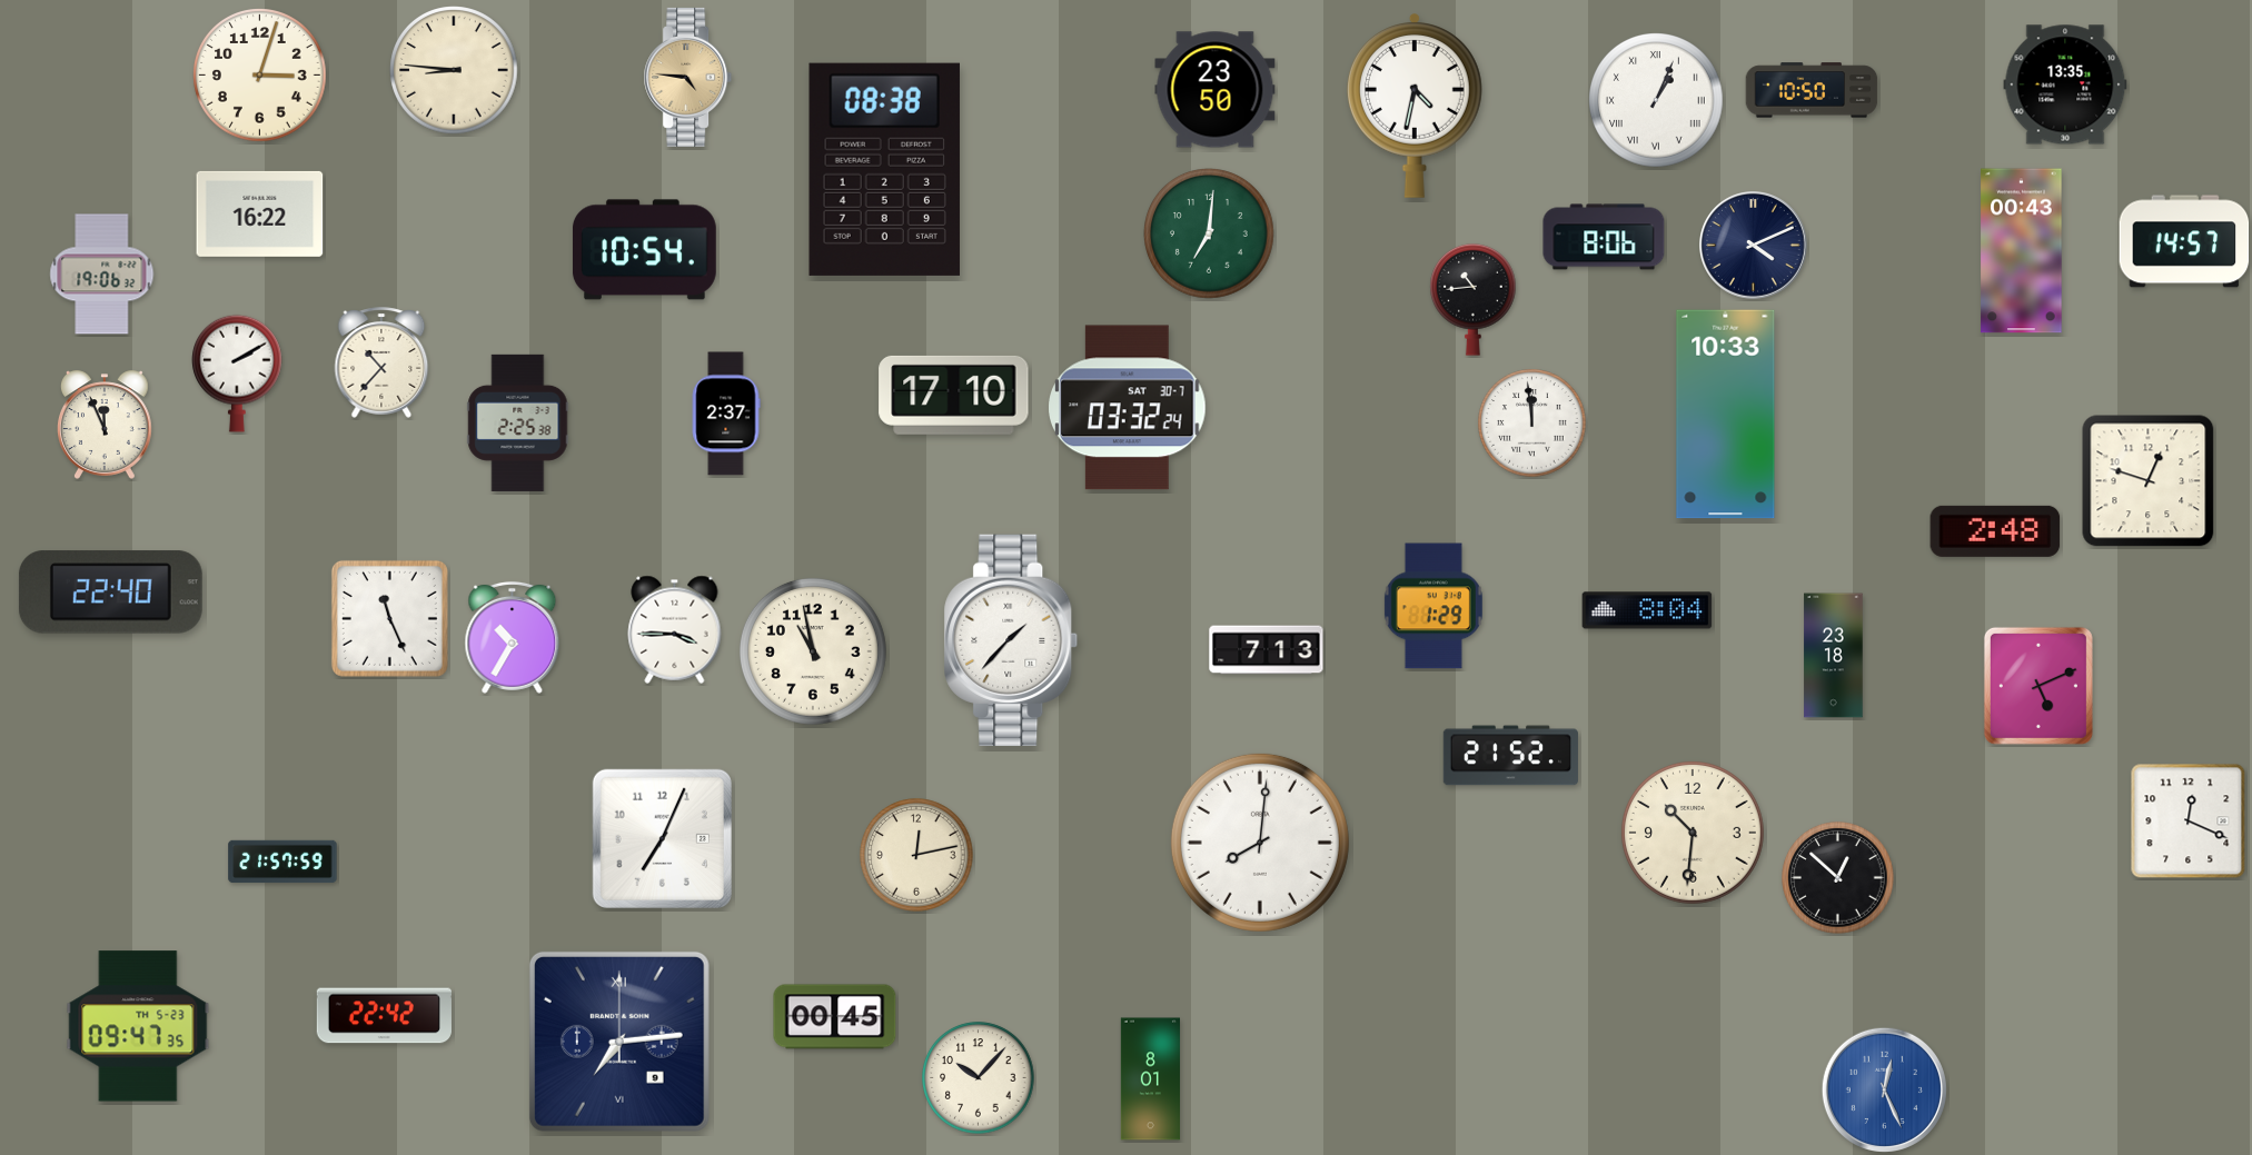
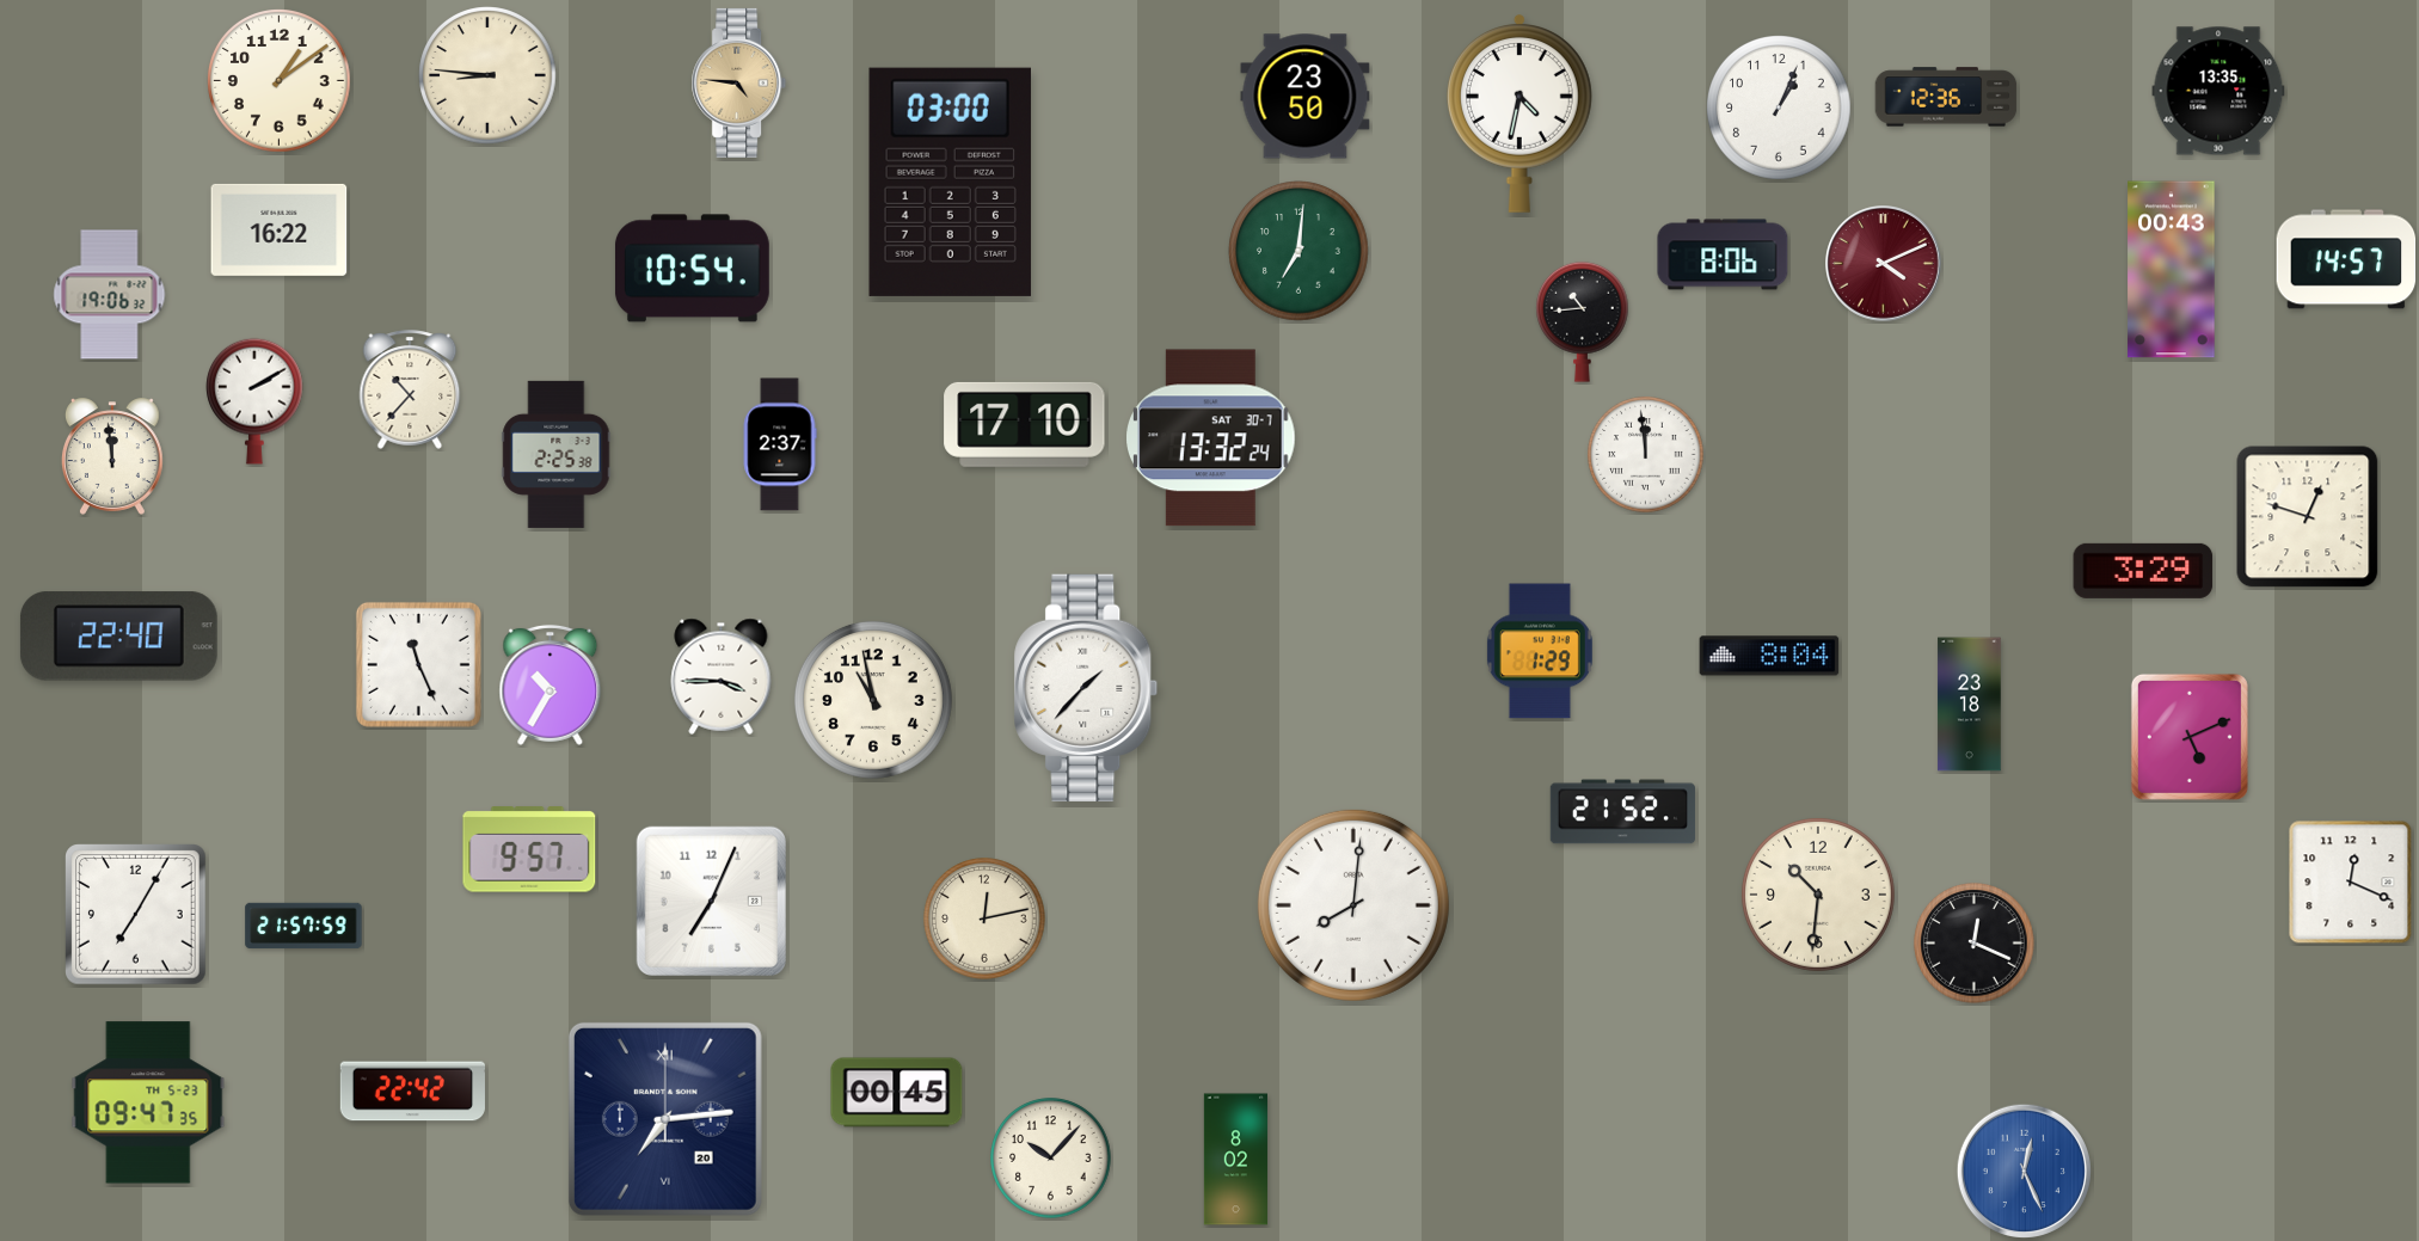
clock at (260, 76): 3:03 -> 1:09
clock at (1812, 90): 10:50 -> 12:36
clock at (1657, 101) numerals: Roman -> Arabic
clock at (884, 169): 08:38 -> 03:00
clock at (1754, 246) dial: navy -> burgundy
clock at (1128, 408): 03:32 -> 13:32
clock at (1726, 415): 10:33 -> none
clock at (105, 425): 11:56 -> 11:59
clock at (1995, 531): 2:48 -> 3:29
clock at (675, 629) position: (675, 629) -> (722, 676)
clock at (1267, 650): 7:13 -> none
clock at (529, 849): none -> 9:57
clock at (136, 915): none -> 7:05
clock at (1838, 878): 12:52 -> 12:19
clock at (619, 1042) date: 9 -> 20
clock at (1150, 1079): 8:01 -> 8:02
